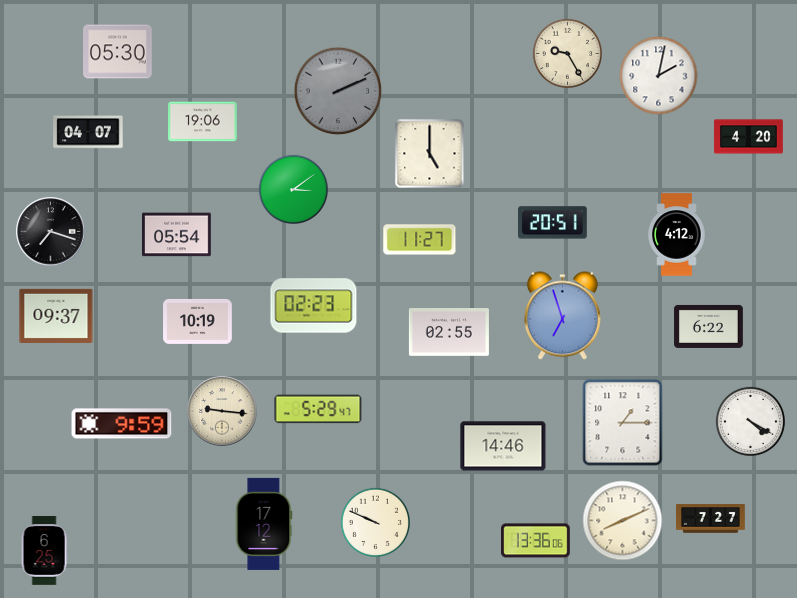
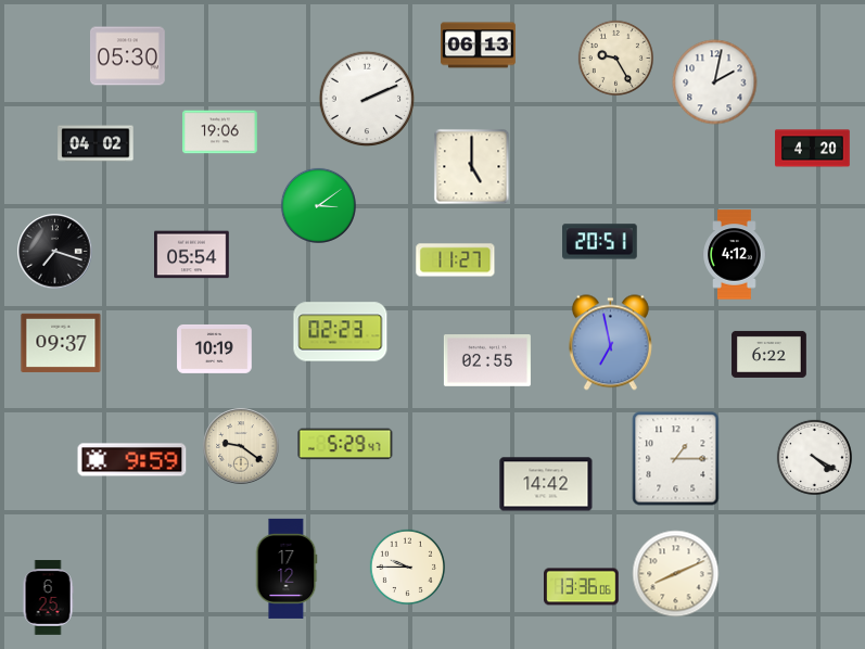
clock at (479, 46): none -> 06:13
clock at (338, 91) dial: grey -> white
clock at (88, 132): 04:07 -> 04:02
clock at (430, 154) position: (430, 154) -> (472, 167)
clock at (562, 316): 6:57 -> 6:58
clock at (222, 411): 9:16 -> 9:21
clock at (503, 446): 14:46 -> 14:42
clock at (711, 519): 7:27 -> none
clock at (623, 521) position: (623, 521) -> (676, 574)
clock at (375, 522): 9:49 -> 9:45
